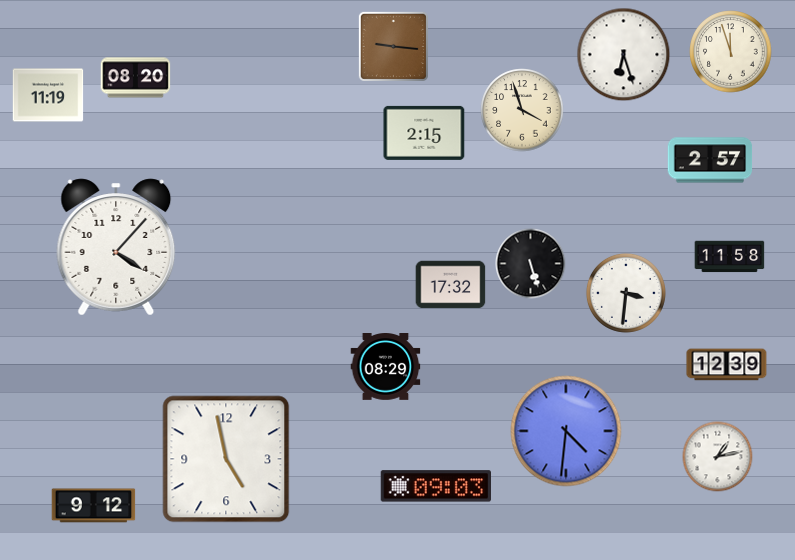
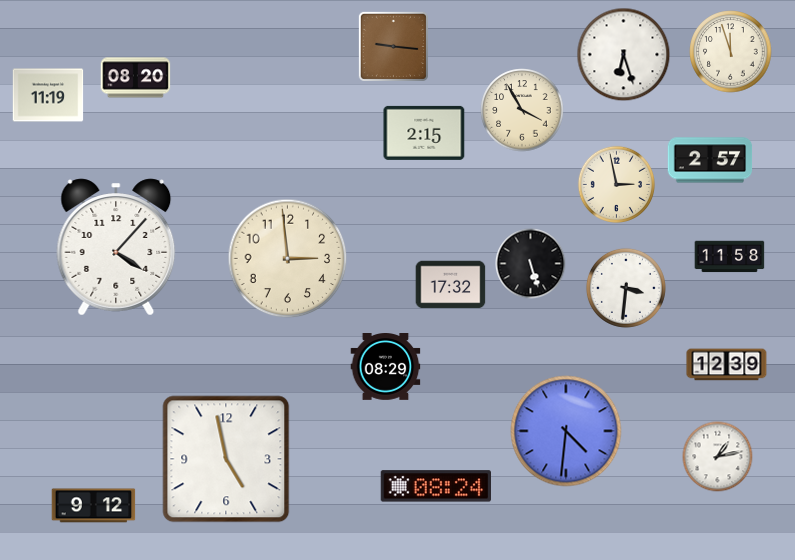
clock at (522, 110): 3:57 -> 3:55
clock at (616, 184): none -> 2:58
clock at (288, 259): none -> 2:59
clock at (626, 293) position: (626, 293) -> (626, 288)
clock at (435, 486): 09:03 -> 08:24
